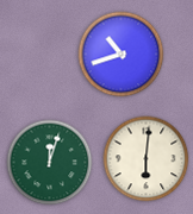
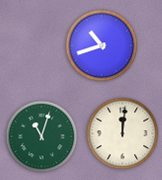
clock at (147, 159): 6:01 -> 12:01
clock at (50, 163): 12:03 -> 11:03
